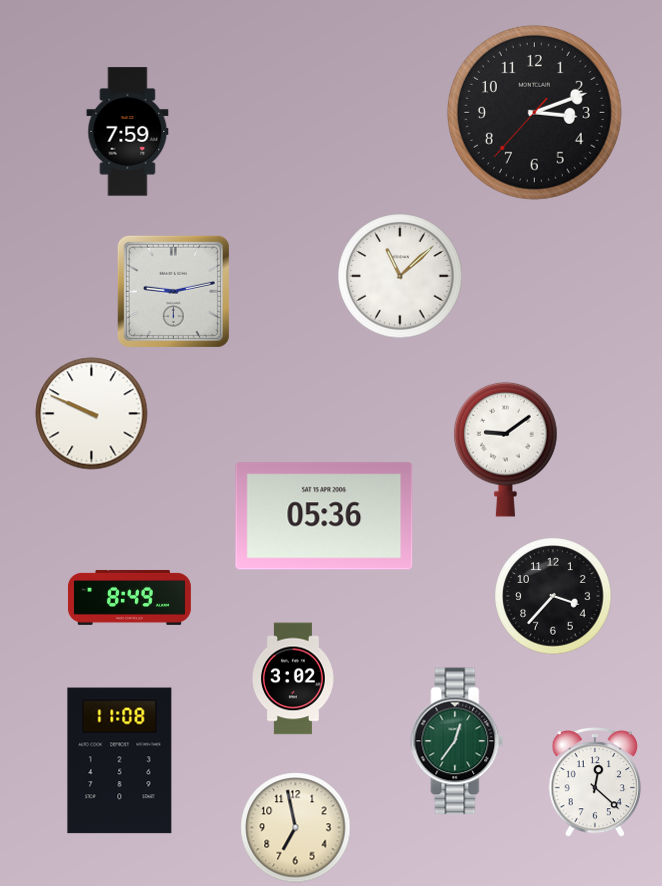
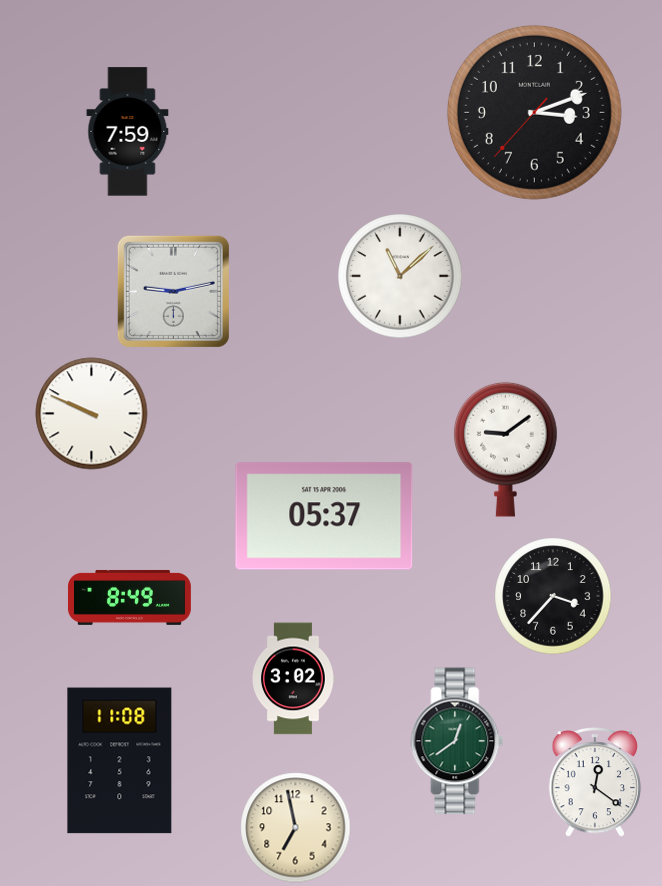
clock at (324, 516): 05:36 -> 05:37
clock at (457, 741): 12:36 -> 12:39
clock at (595, 783): 12:22 -> 12:21
